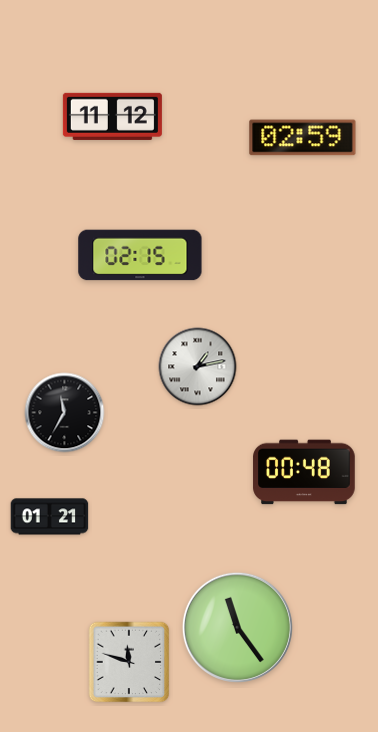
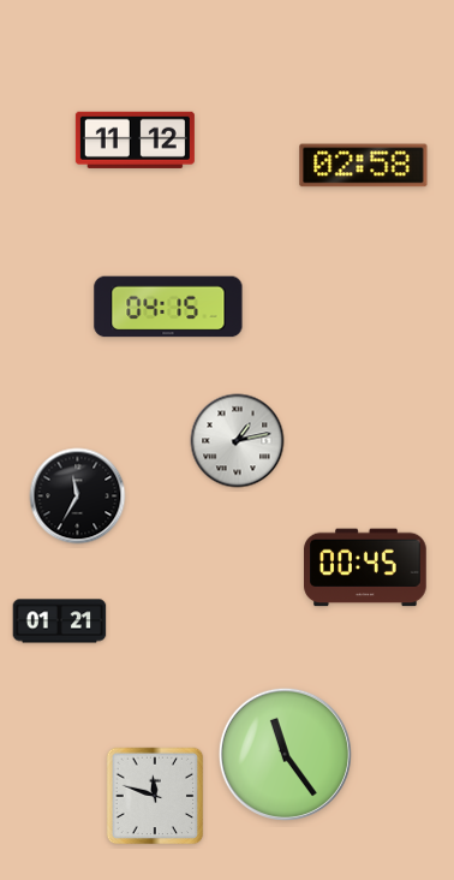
clock at (303, 138): 02:59 -> 02:58
clock at (140, 255): 02:15 -> 04:15
clock at (304, 472): 00:48 -> 00:45
